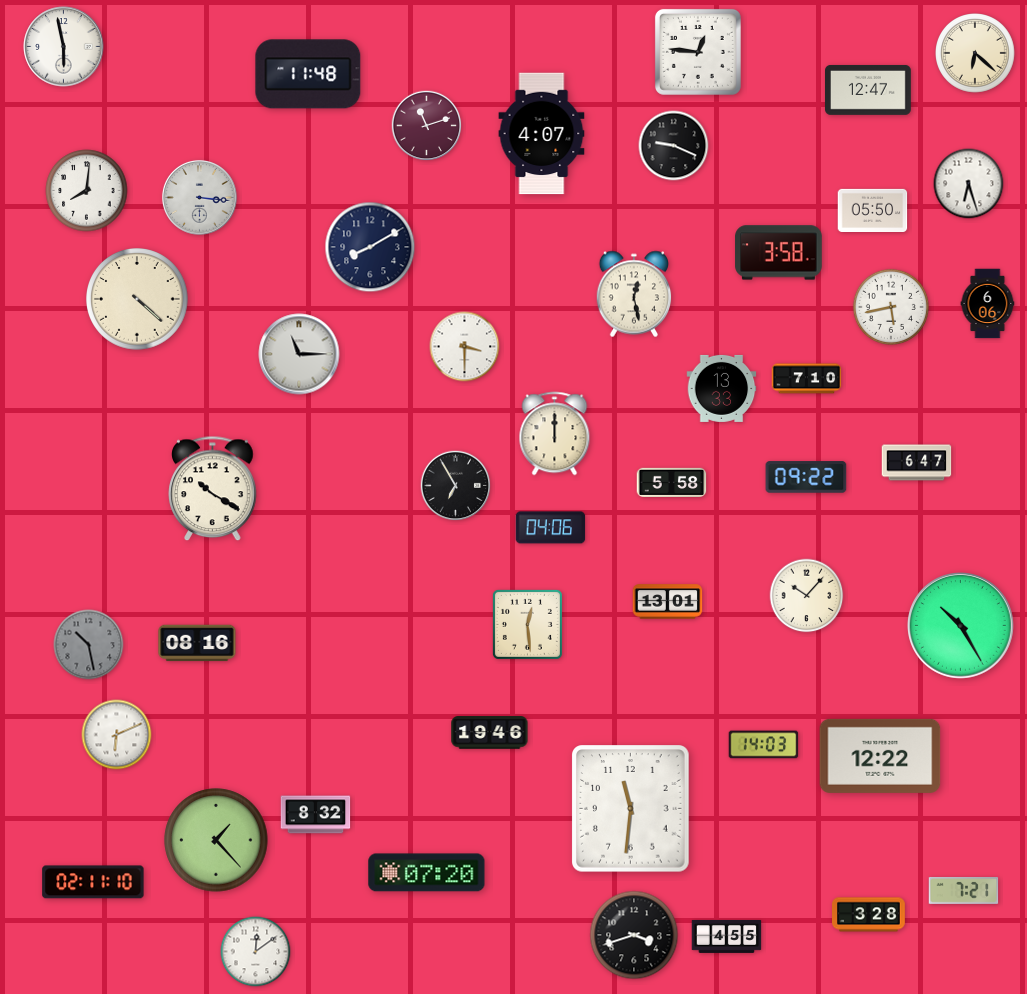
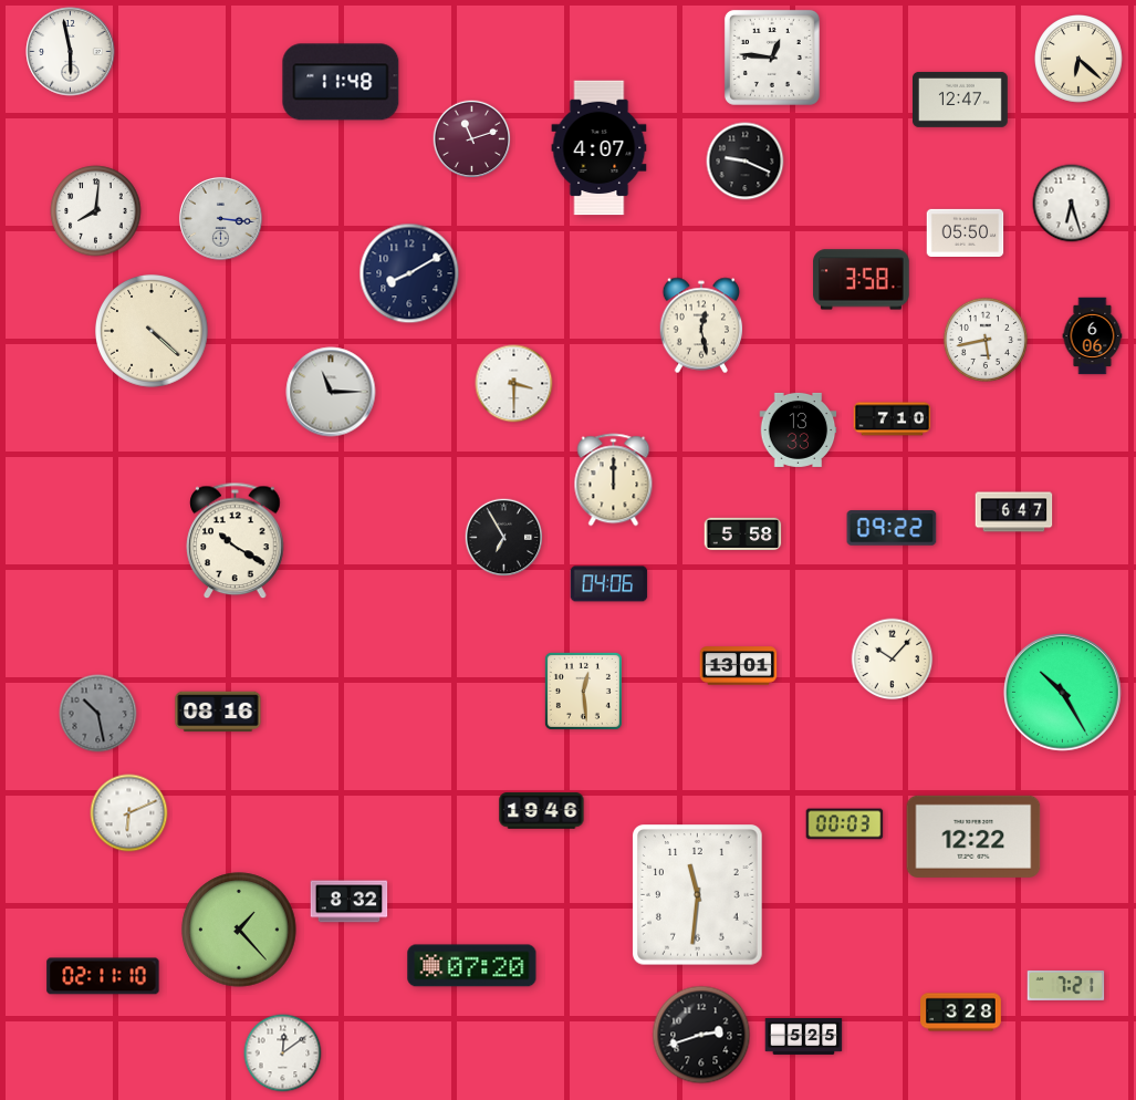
clock at (764, 745): 14:03 -> 00:03
clock at (634, 935): 3:42 -> 2:42
clock at (727, 936): 4:55 -> 5:25
